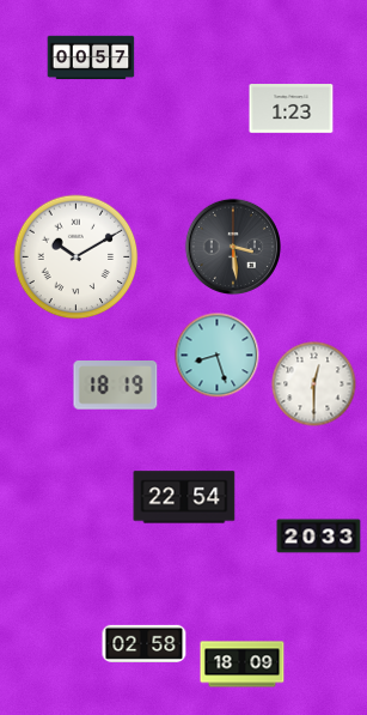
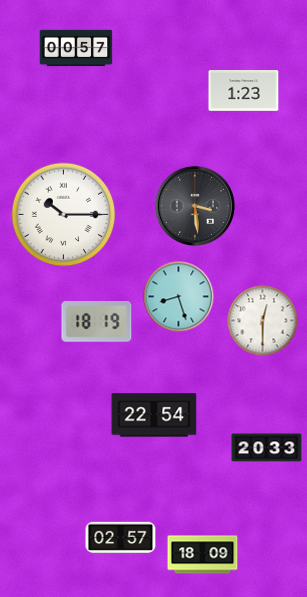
clock at (77, 257): 10:10 -> 10:15
clock at (218, 356) position: (218, 356) -> (179, 297)
clock at (145, 643): 02:58 -> 02:57
